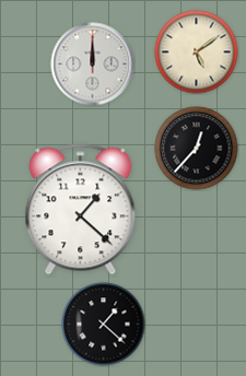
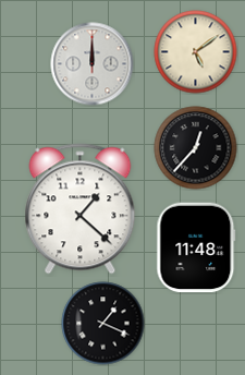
clock at (196, 247): none -> 11:48
clock at (104, 325): 1:22 -> 1:19
